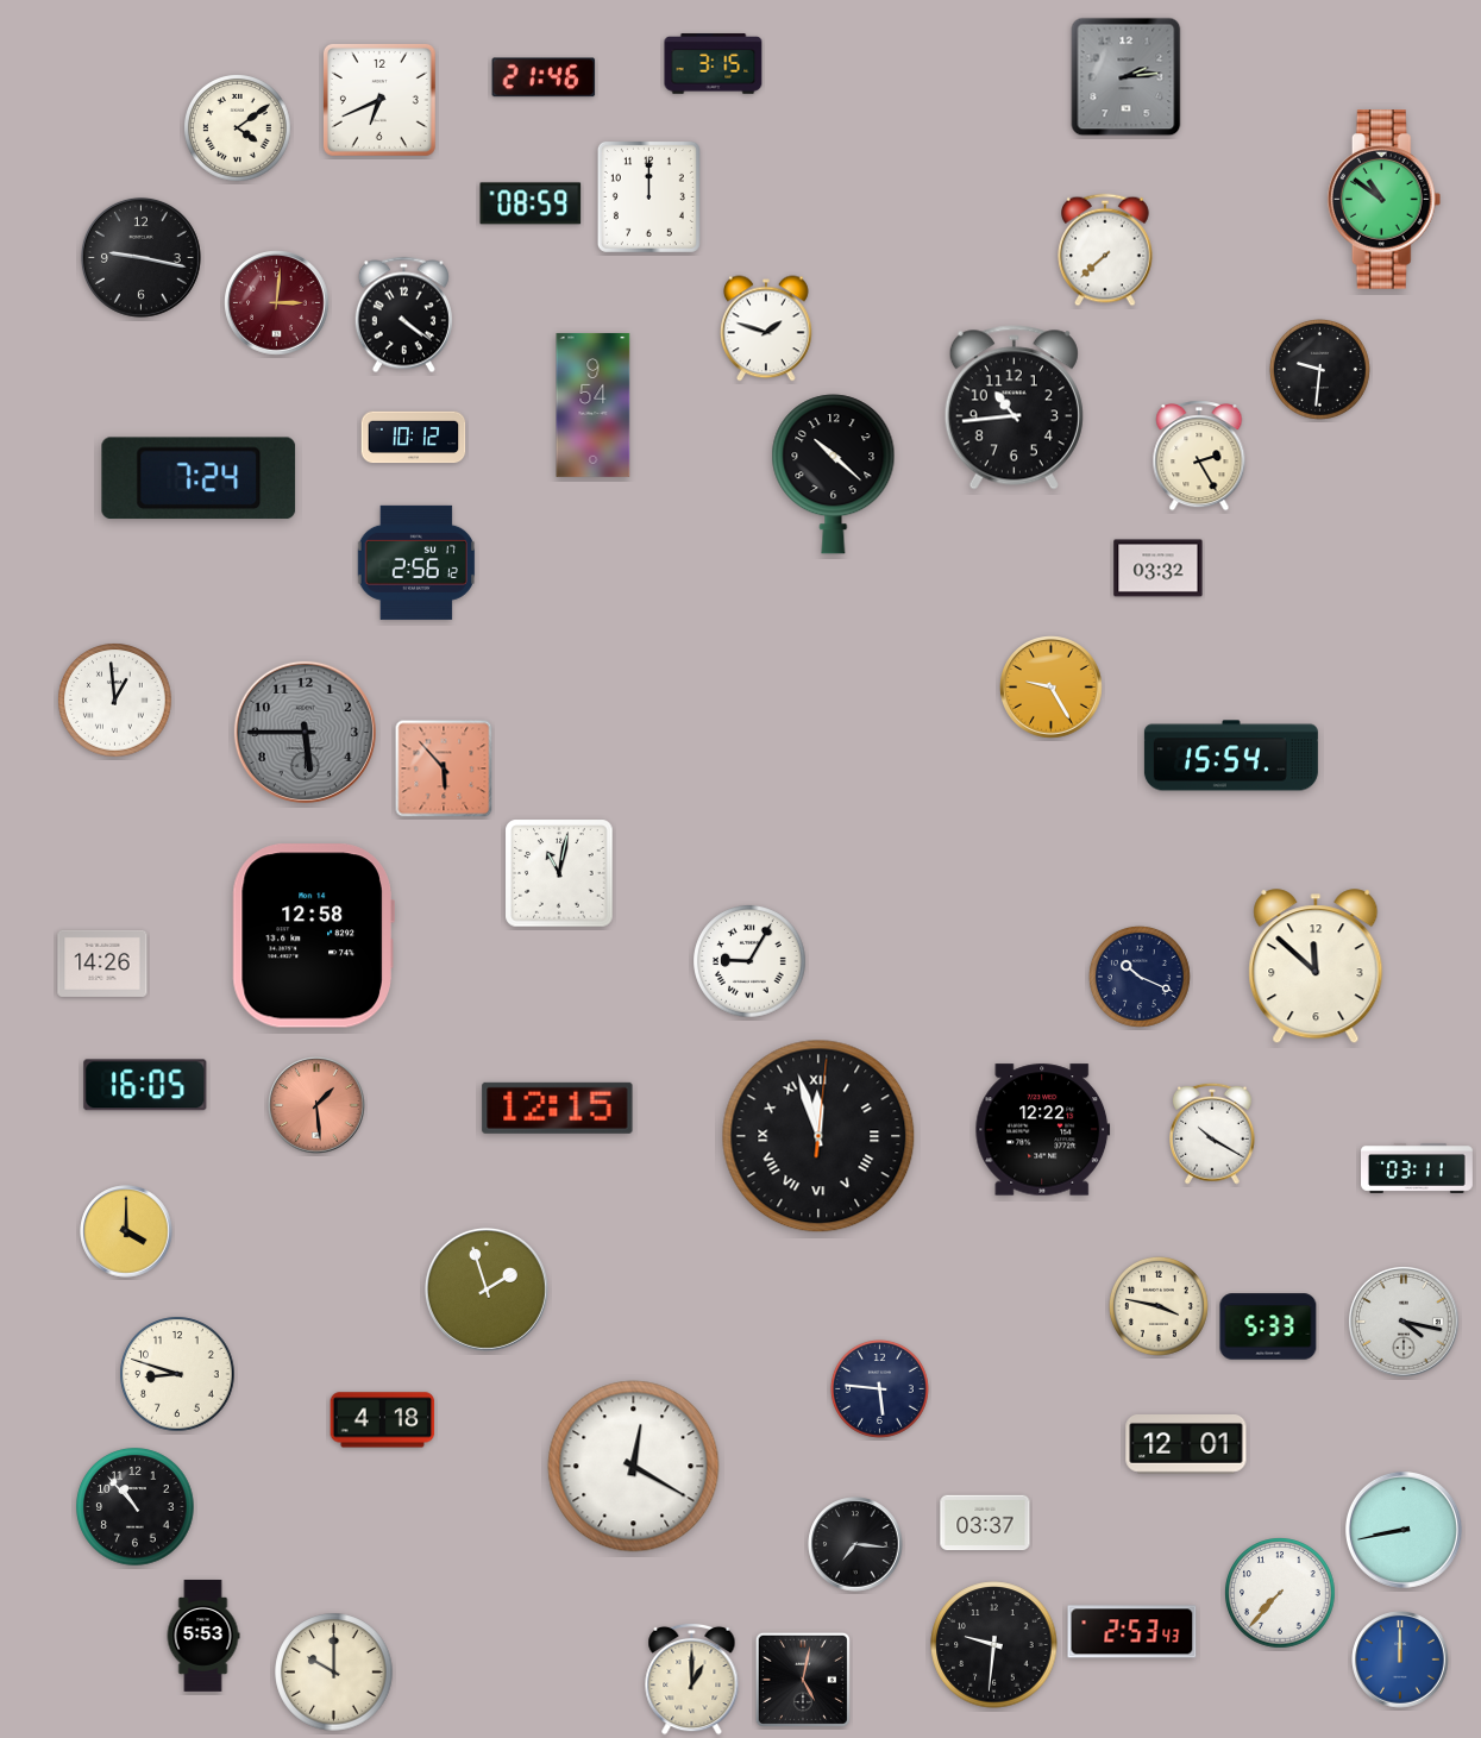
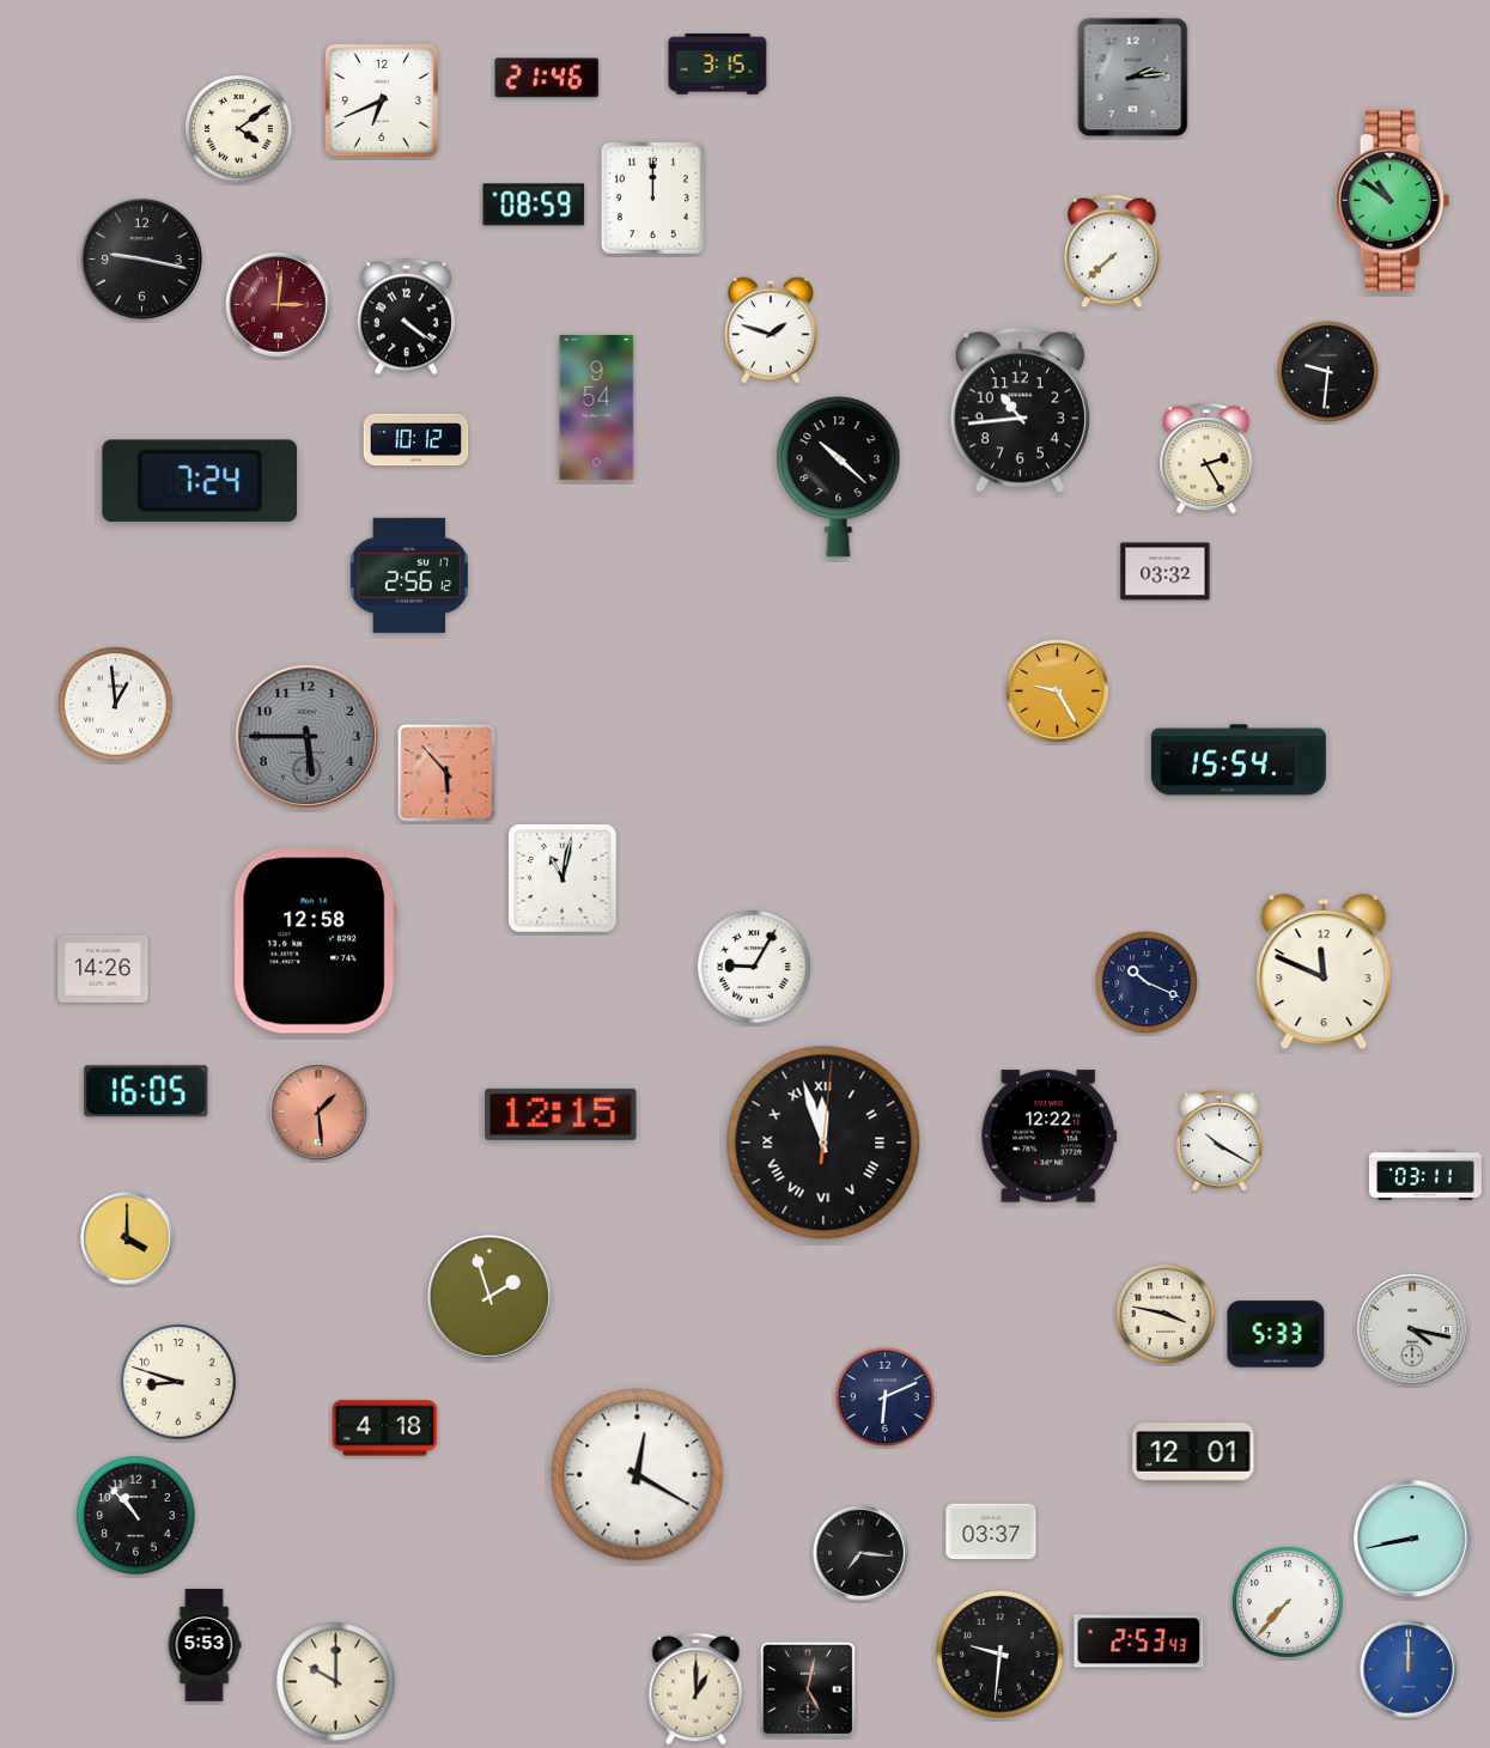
clock at (415, 563) position: (415, 563) -> (408, 575)
clock at (1316, 967): 11:52 -> 11:49
clock at (879, 1388): 5:46 -> 6:11
